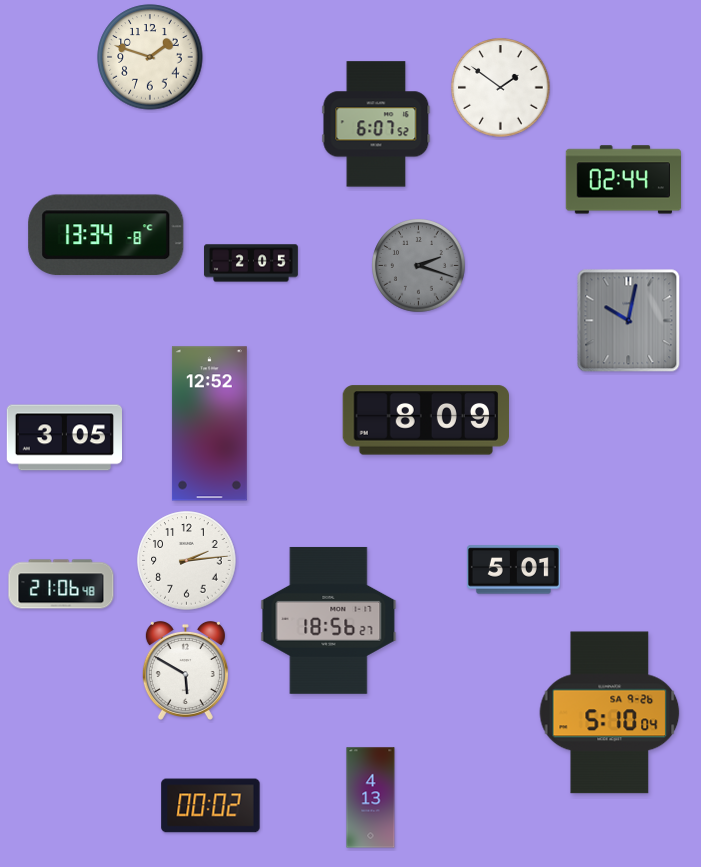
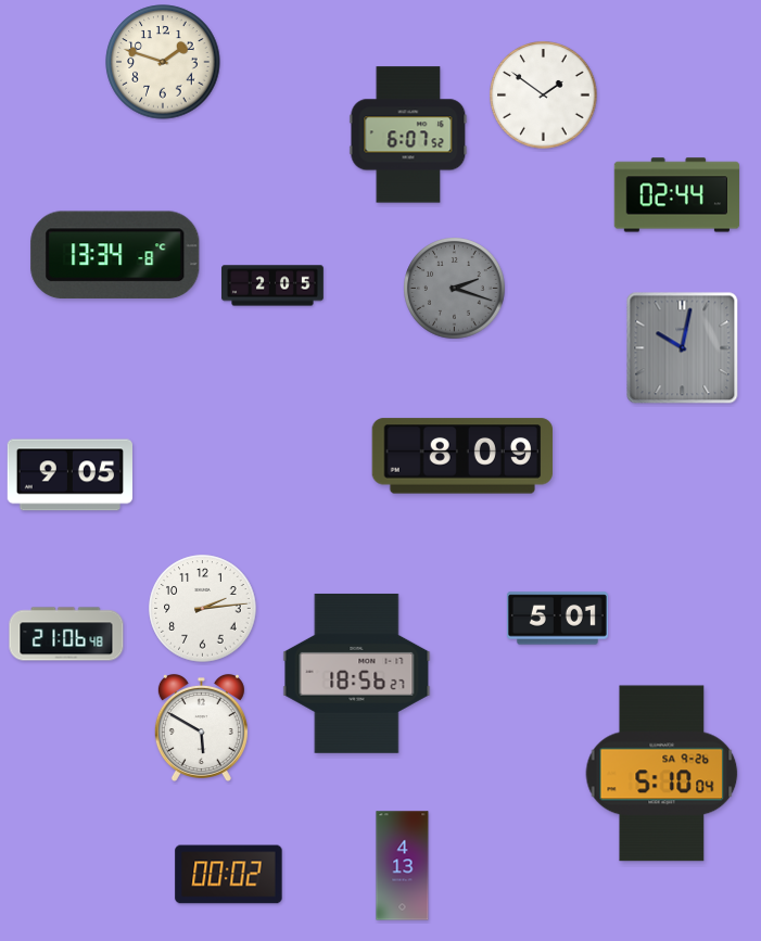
clock at (209, 424): 12:52 -> none
clock at (64, 438): 3:05 -> 9:05
